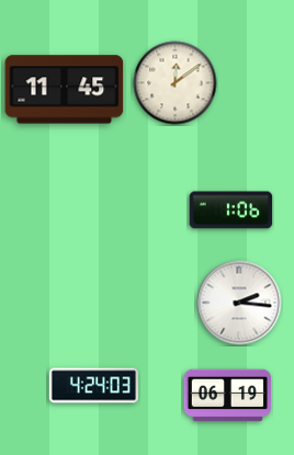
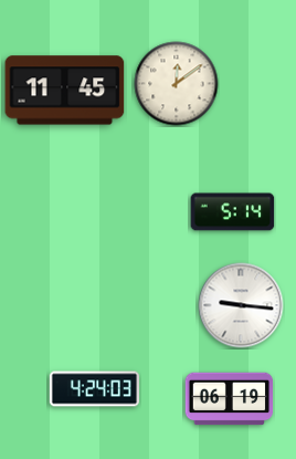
clock at (231, 211): 1:06 -> 5:14
clock at (239, 303): 2:16 -> 9:16
